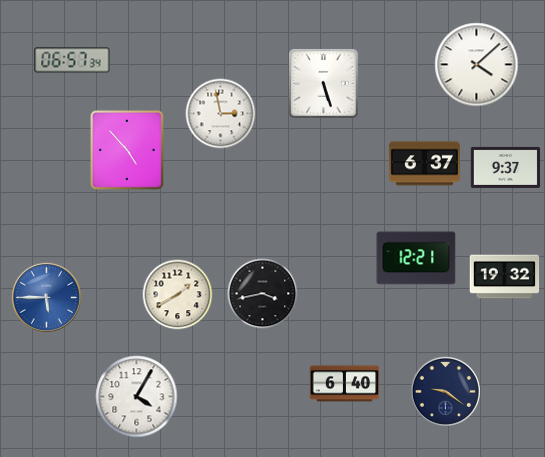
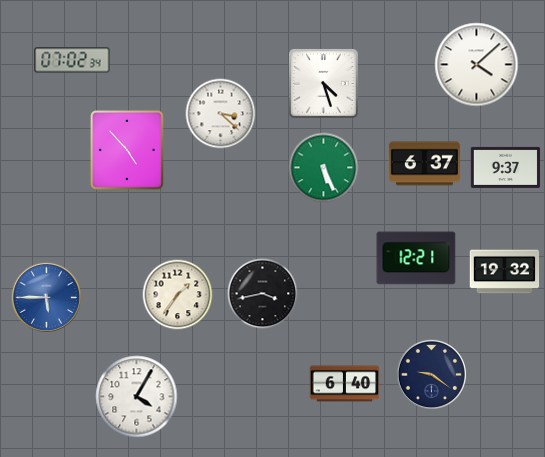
clock at (72, 60): 06:57 -> 07:02
clock at (324, 84): 5:27 -> 4:27
clock at (221, 114): 2:58 -> 3:22
clock at (324, 168): none -> 5:26
clock at (505, 277) position: (505, 277) -> (505, 272)
clock at (178, 295): 1:40 -> 1:36
clock at (445, 391) position: (445, 391) -> (431, 374)
